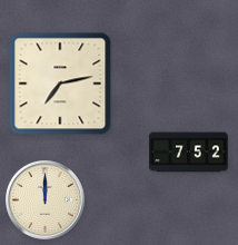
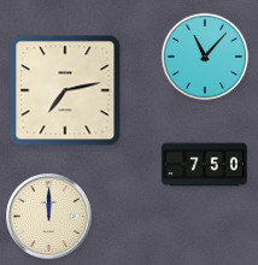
clock at (205, 57): none -> 11:07
clock at (189, 153): 7:52 -> 7:50
